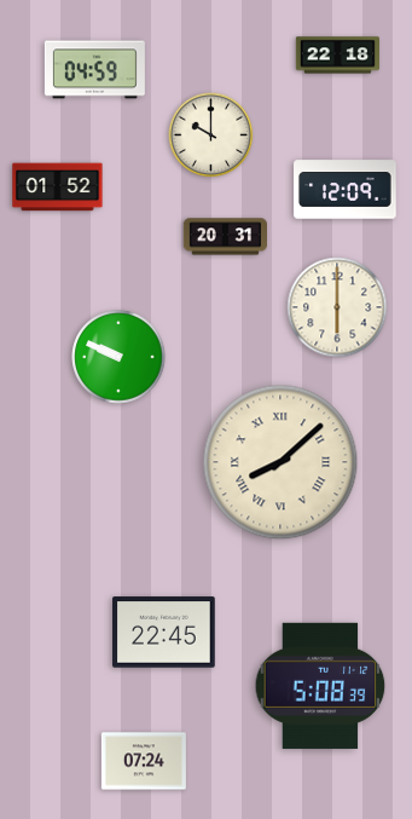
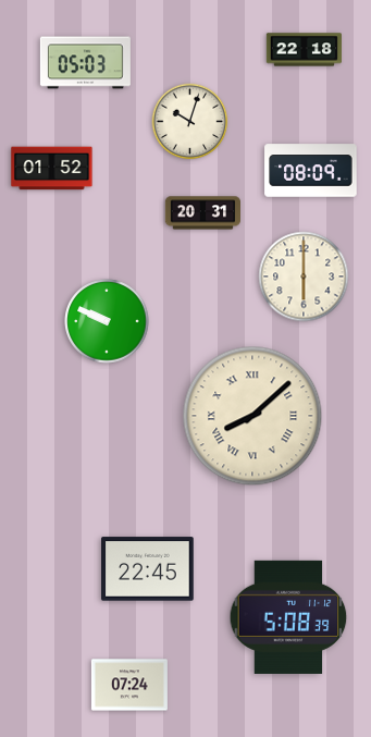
clock at (94, 70): 04:59 -> 05:03
clock at (211, 135): 10:00 -> 10:03
clock at (346, 190): 12:09 -> 08:09
